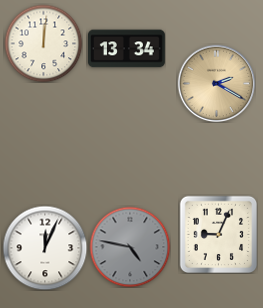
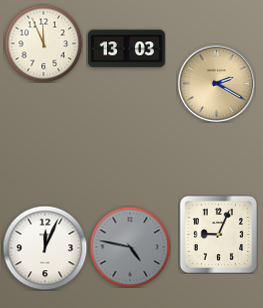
clock at (43, 43): 12:01 -> 11:56
clock at (127, 49): 13:34 -> 13:03
